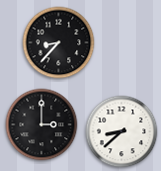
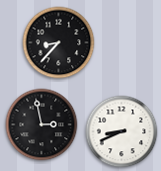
clock at (42, 125): 3:00 -> 2:58
clock at (122, 132): 8:38 -> 8:41
